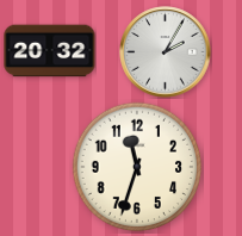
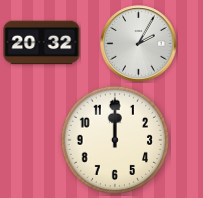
clock at (137, 167): 11:33 -> 12:00
